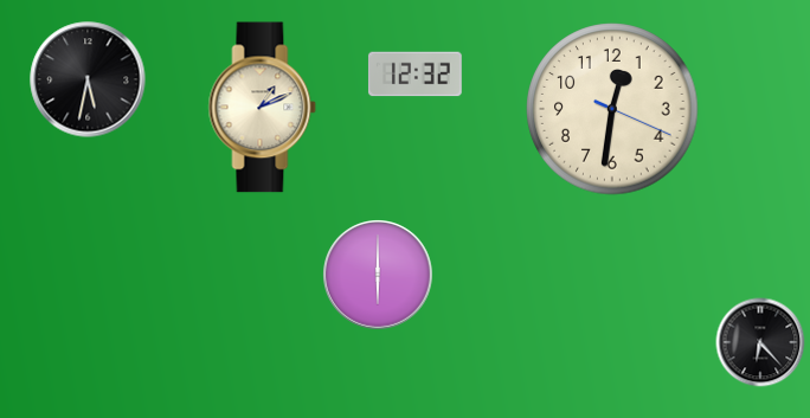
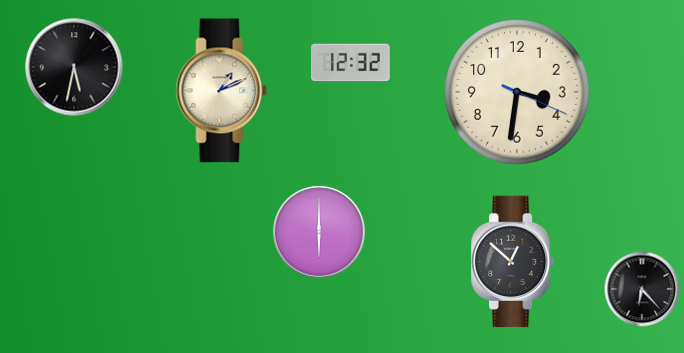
clock at (612, 109): 12:31 -> 3:31
clock at (513, 262): none -> 12:52
